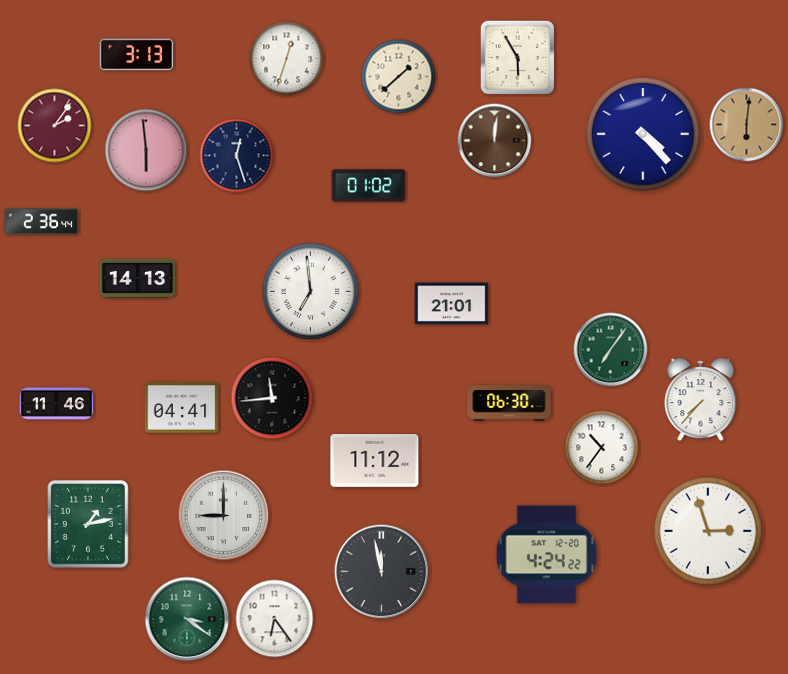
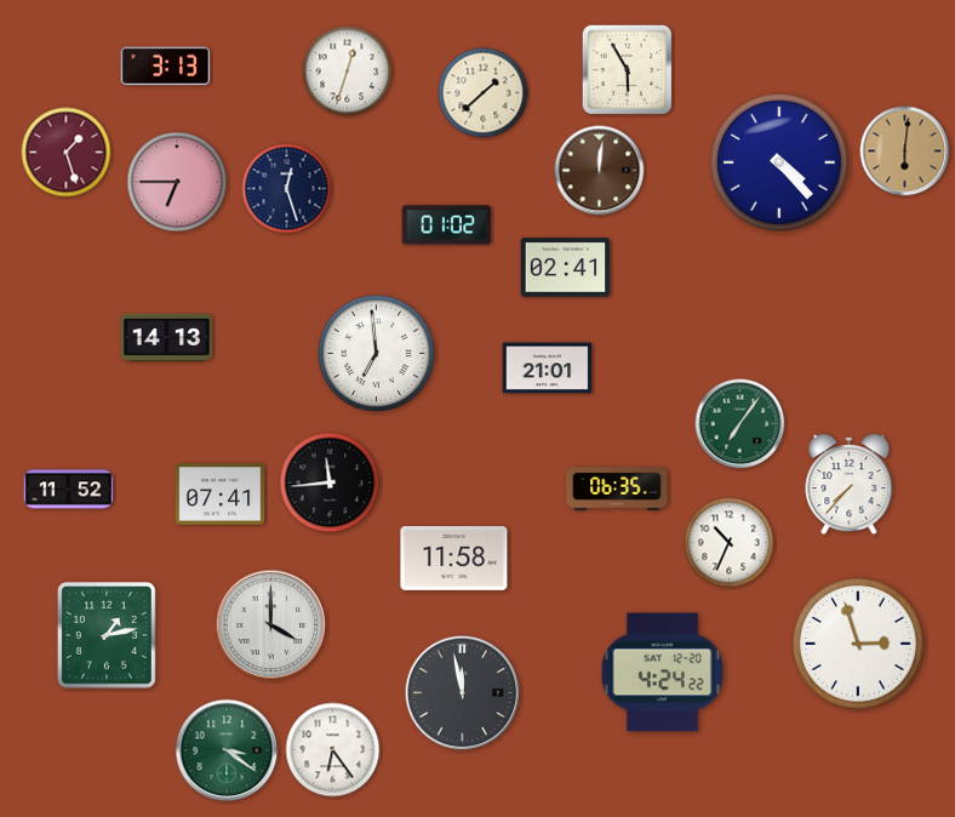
clock at (55, 126): 2:06 -> 1:27
clock at (146, 150): 5:59 -> 6:45
clock at (566, 268): none -> 02:41
clock at (42, 222): 2:36 -> none
clock at (509, 403): 06:30 -> 06:35
clock at (57, 404): 11:46 -> 11:52
clock at (182, 408): 04:41 -> 07:41
clock at (602, 448): 10:36 -> 10:34
clock at (375, 461): 11:12 -> 11:58
clock at (224, 516): 9:00 -> 4:00
